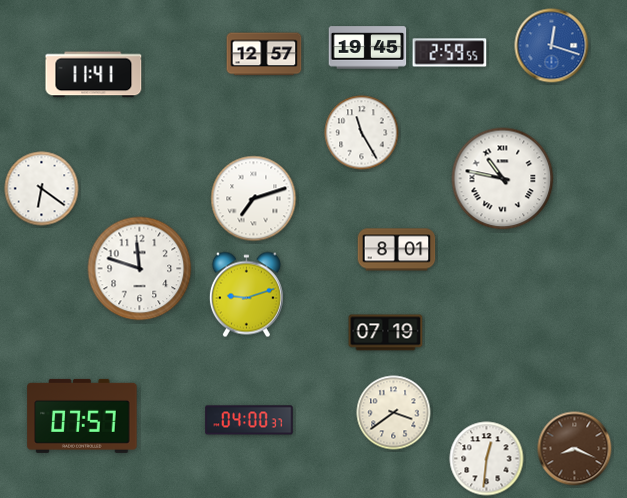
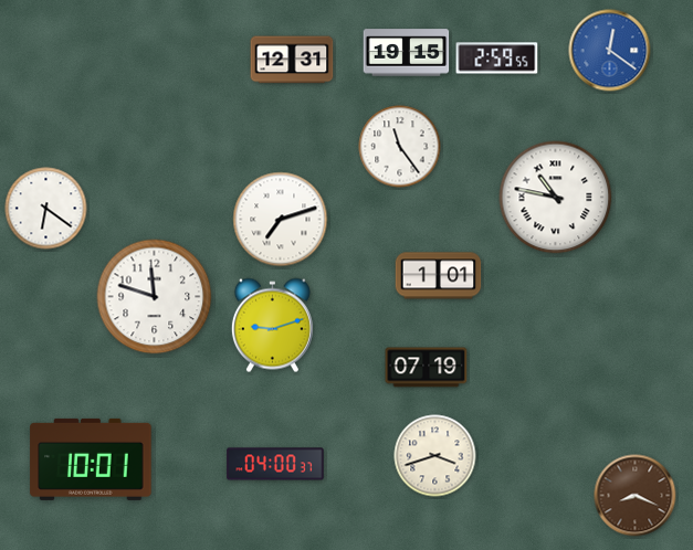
clock at (552, 46): 12:18 -> 12:21
clock at (368, 48): 19:45 -> 19:15
clock at (264, 54): 12:57 -> 12:31
clock at (94, 75): 11:41 -> none
clock at (362, 133): 11:25 -> 11:24
clock at (397, 250): 8:01 -> 1:01
clock at (394, 413): 3:39 -> 3:42
clock at (82, 416): 07:57 -> 10:01
clock at (487, 459): 12:31 -> none
